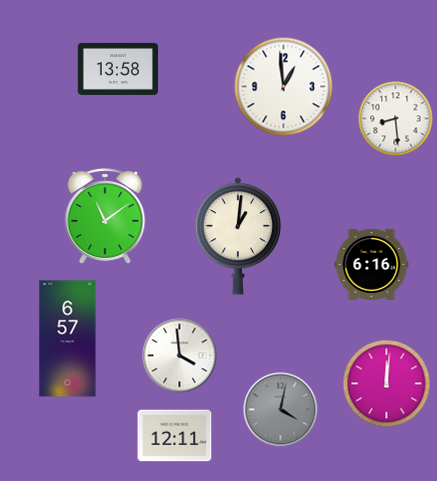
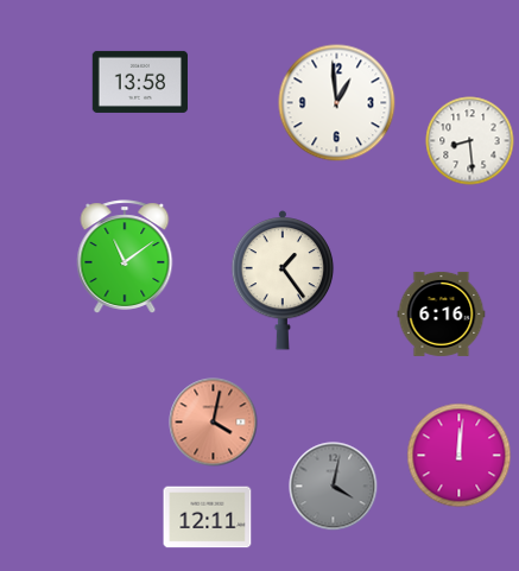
clock at (238, 236): 1:01 -> 1:24
clock at (68, 339): 6:57 -> none
clock at (180, 356): 3:59 -> 4:02
clock at (180, 356) dial: white -> salmon
